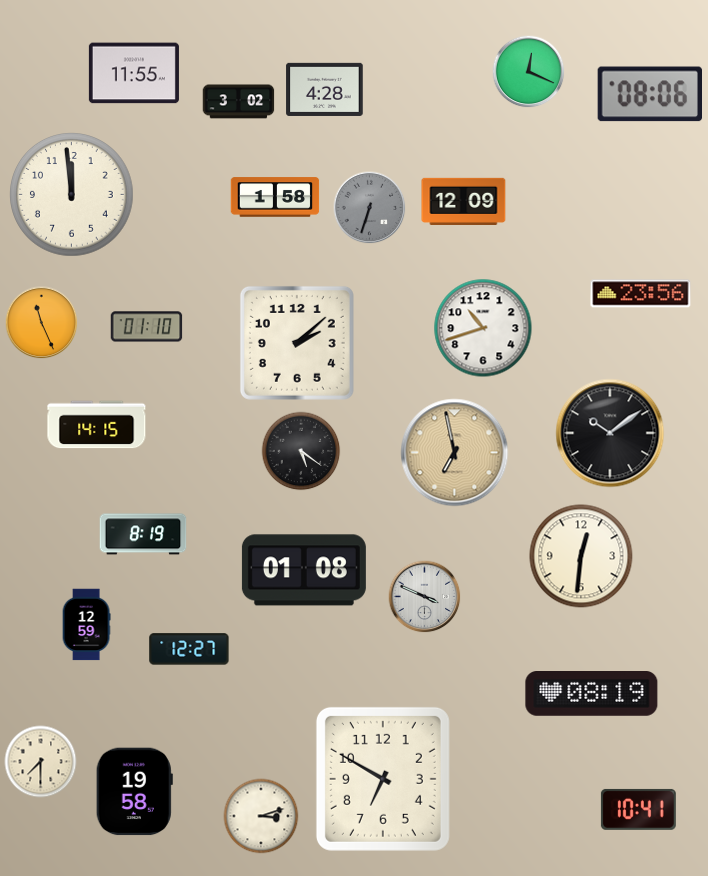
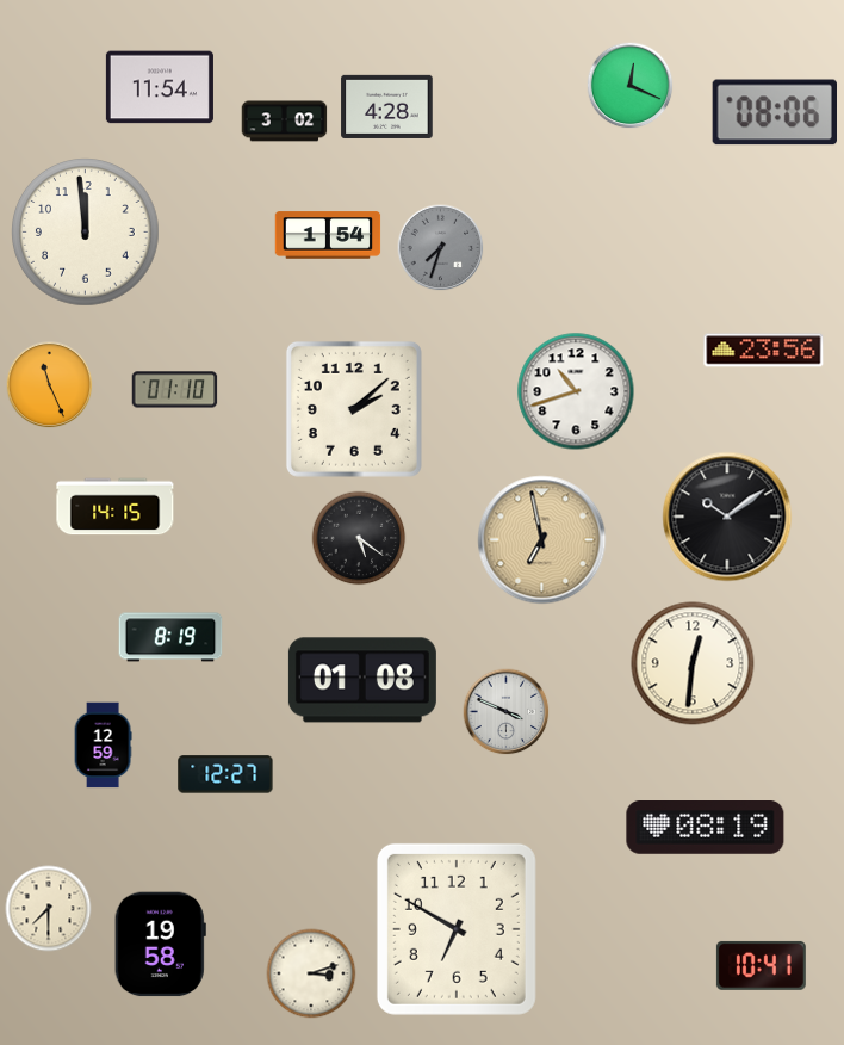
clock at (134, 73): 11:55 -> 11:54
clock at (275, 197): 1:58 -> 1:54
clock at (464, 201): 12:09 -> none
clock at (370, 208): 6:33 -> 7:33
